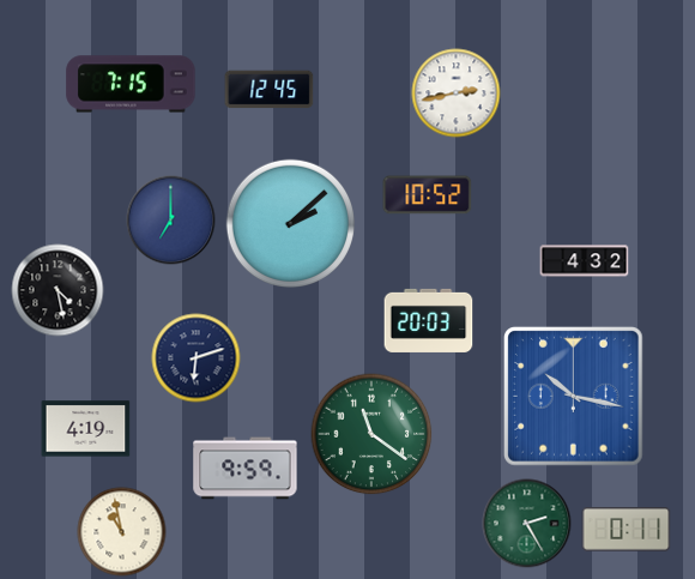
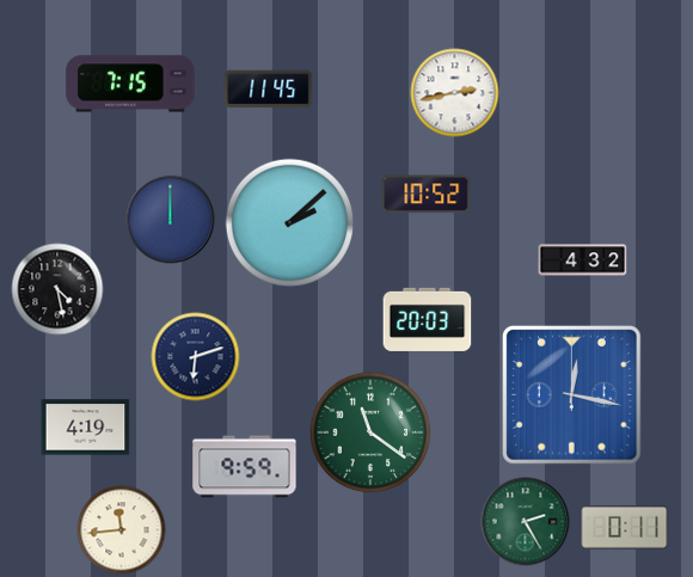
clock at (270, 90): 12:45 -> 11:45
clock at (171, 221): 7:00 -> 12:00
clock at (574, 397): 10:17 -> 12:17
clock at (122, 532): 10:58 -> 11:44
